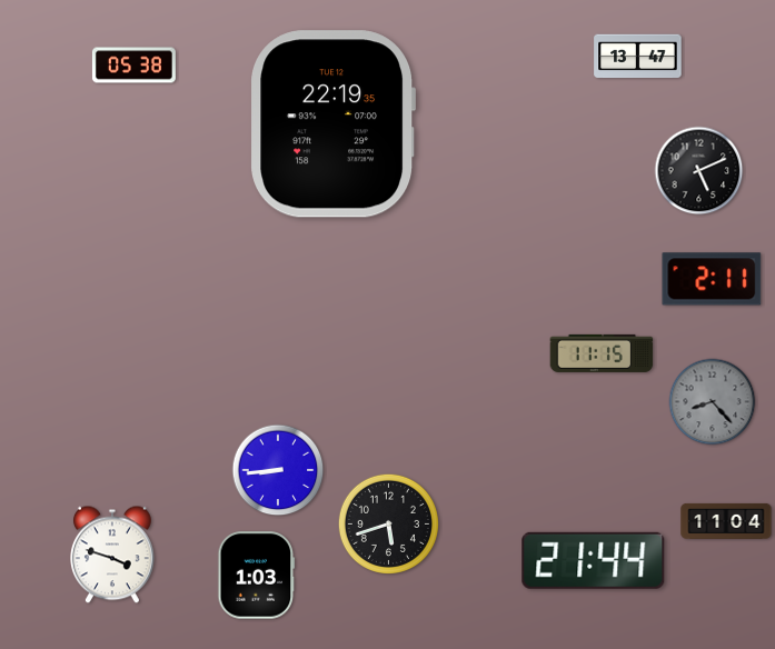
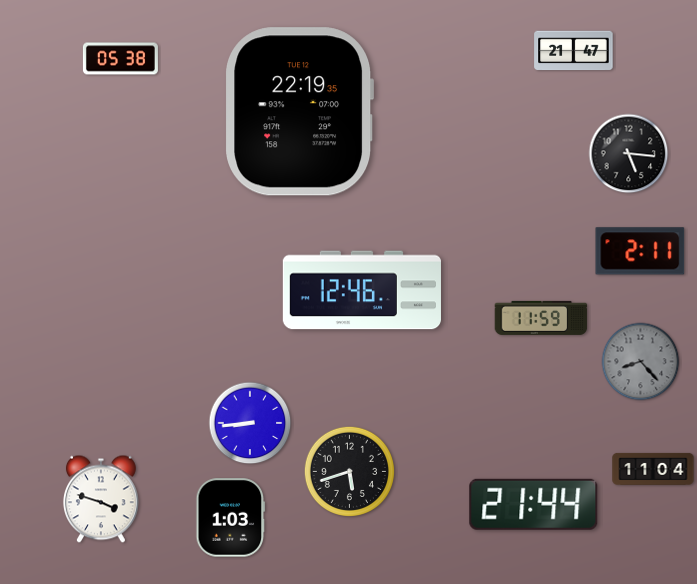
clock at (638, 57): 13:47 -> 21:47
clock at (699, 171): 5:11 -> 5:16
clock at (362, 290): none -> 12:46
clock at (602, 353): 11:15 -> 11:59
